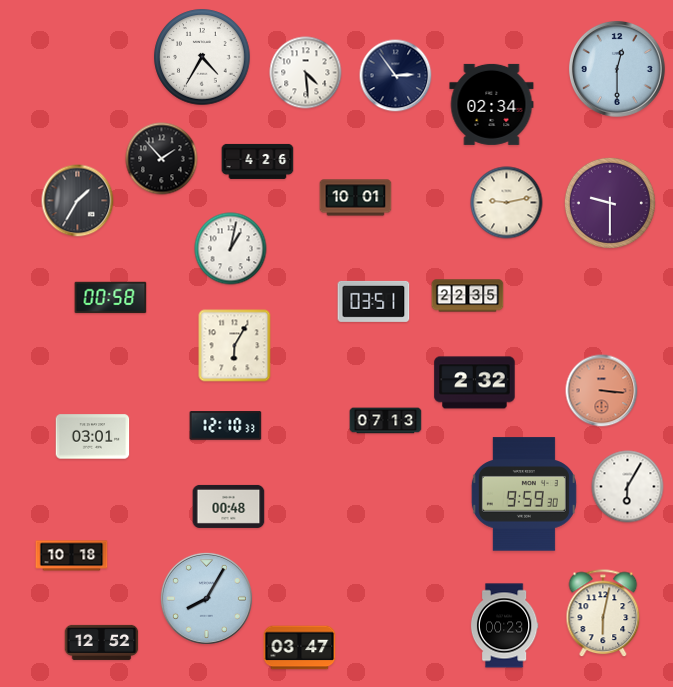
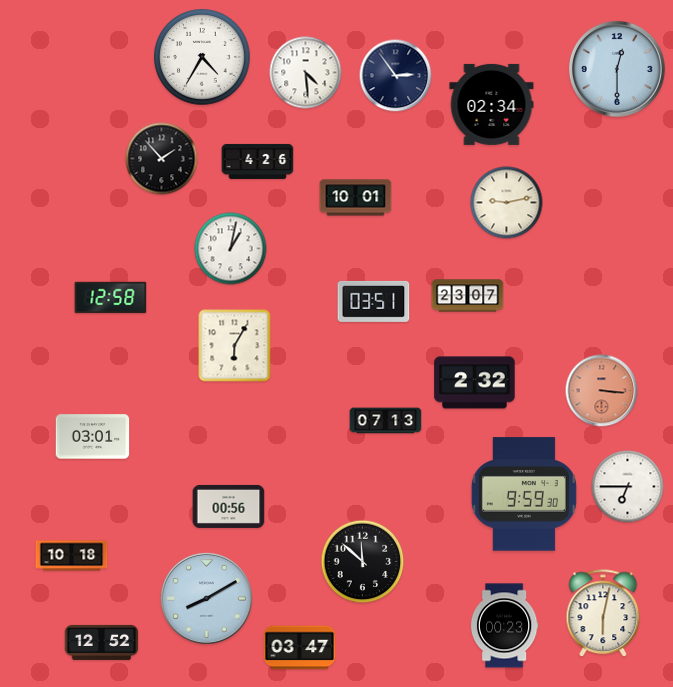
clock at (78, 201): 1:35 -> none
clock at (610, 203): 9:30 -> none
clock at (468, 296): 22:35 -> 23:07
clock at (111, 298): 00:58 -> 12:58
clock at (226, 426): 12:10 -> none
clock at (628, 487): 6:05 -> 6:45
clock at (229, 506): 00:48 -> 00:56
clock at (363, 562): none -> 11:52
clock at (206, 598): 8:05 -> 8:10
